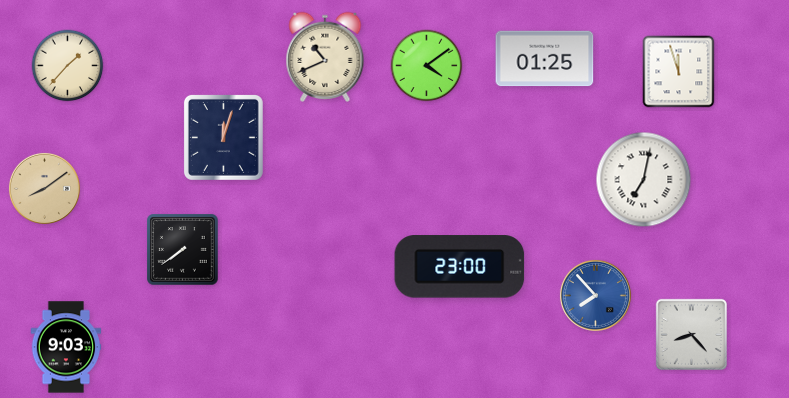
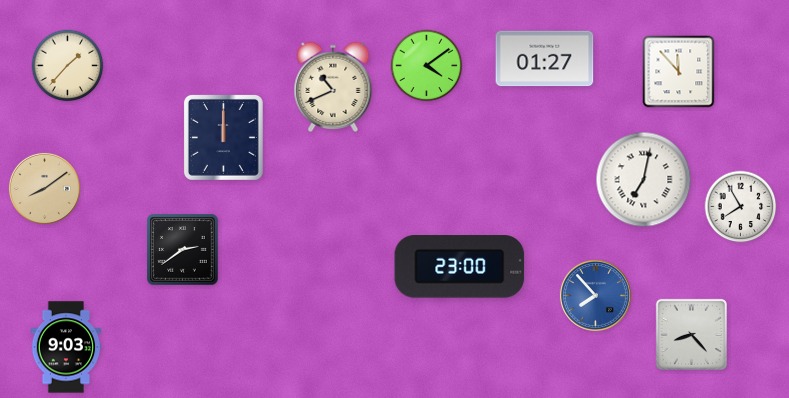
clock at (325, 57) position: (325, 57) -> (333, 87)
clock at (545, 59): 01:25 -> 01:27
clock at (679, 72): 11:57 -> 11:53
clock at (223, 137): 12:03 -> 12:00
clock at (741, 207): none -> 7:55
clock at (183, 250): 7:39 -> 2:39
